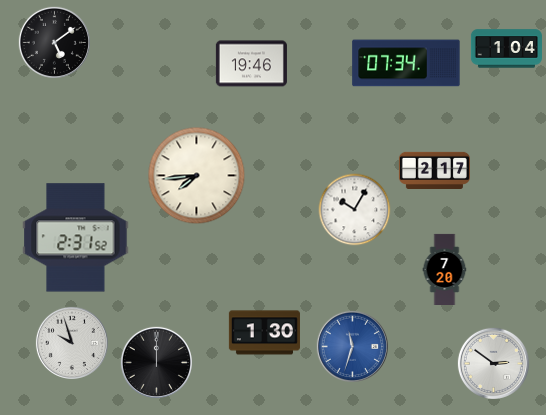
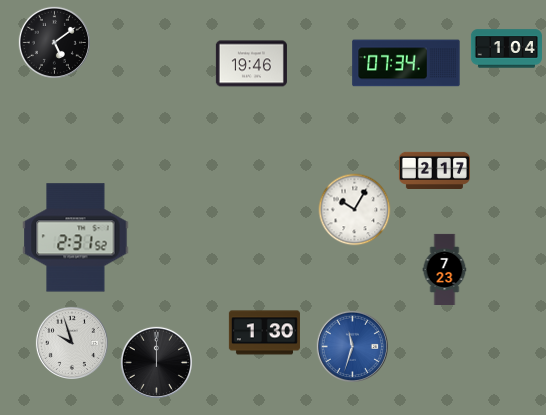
clock at (197, 176): 7:44 -> none
clock at (445, 269): 7:20 -> 7:23
clock at (493, 363): 2:51 -> none
